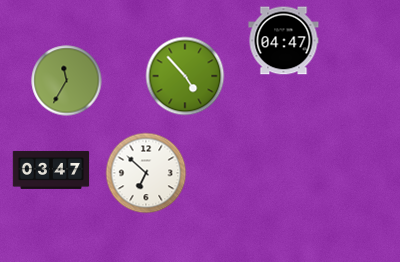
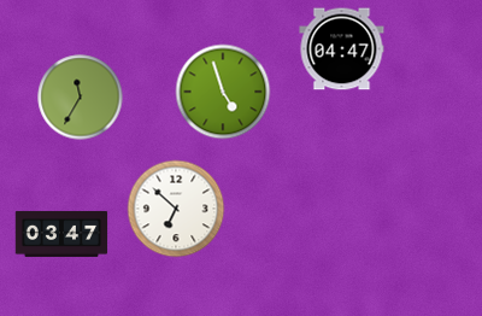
clock at (185, 76): 4:53 -> 4:57
clock at (51, 170) position: (51, 170) -> (61, 234)
